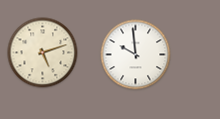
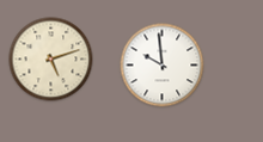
clock at (43, 53) position: (43, 53) -> (51, 60)
